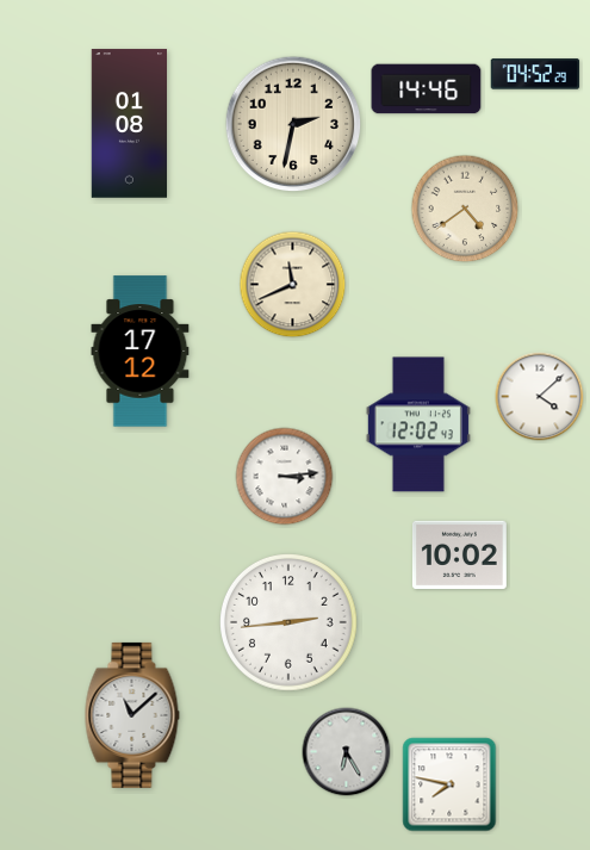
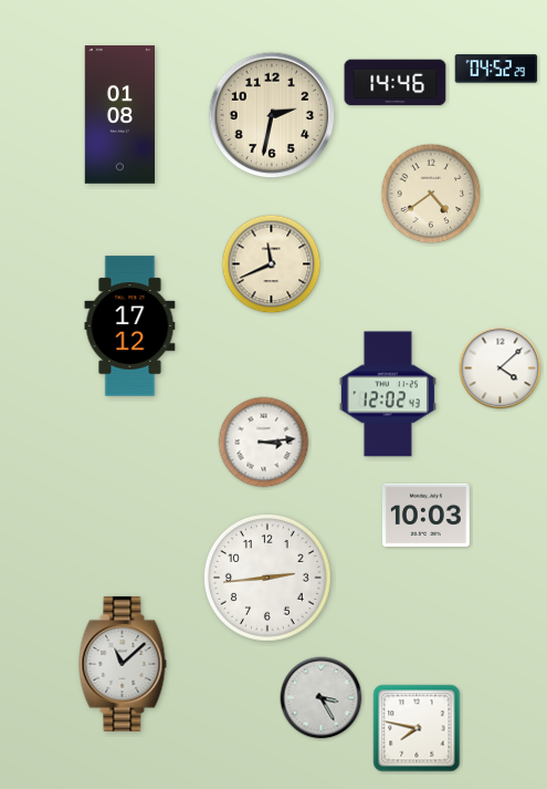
clock at (459, 554): 10:02 -> 10:03
clock at (347, 752): 6:25 -> 3:25
